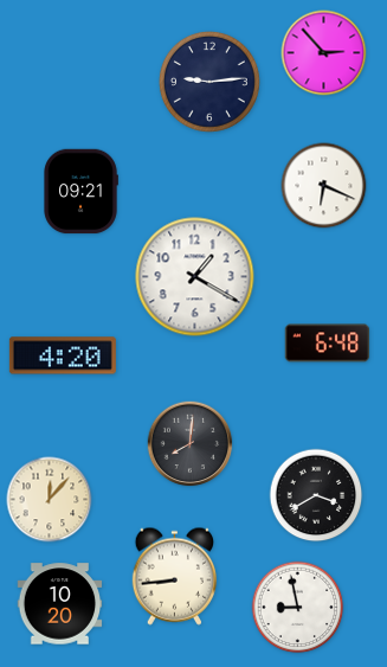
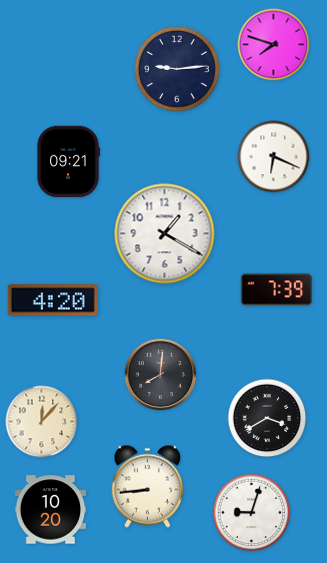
clock at (324, 53): 2:53 -> 7:48
clock at (328, 344): 6:48 -> 7:39
clock at (298, 608): 8:58 -> 9:03
